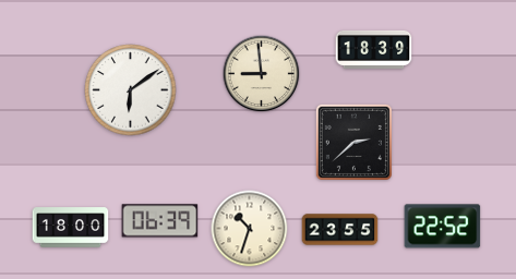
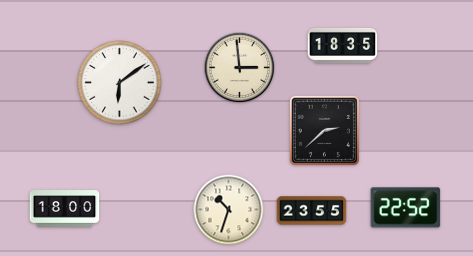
clock at (374, 49): 18:39 -> 18:35
clock at (262, 74): 8:59 -> 2:59
clock at (160, 221): 06:39 -> none
